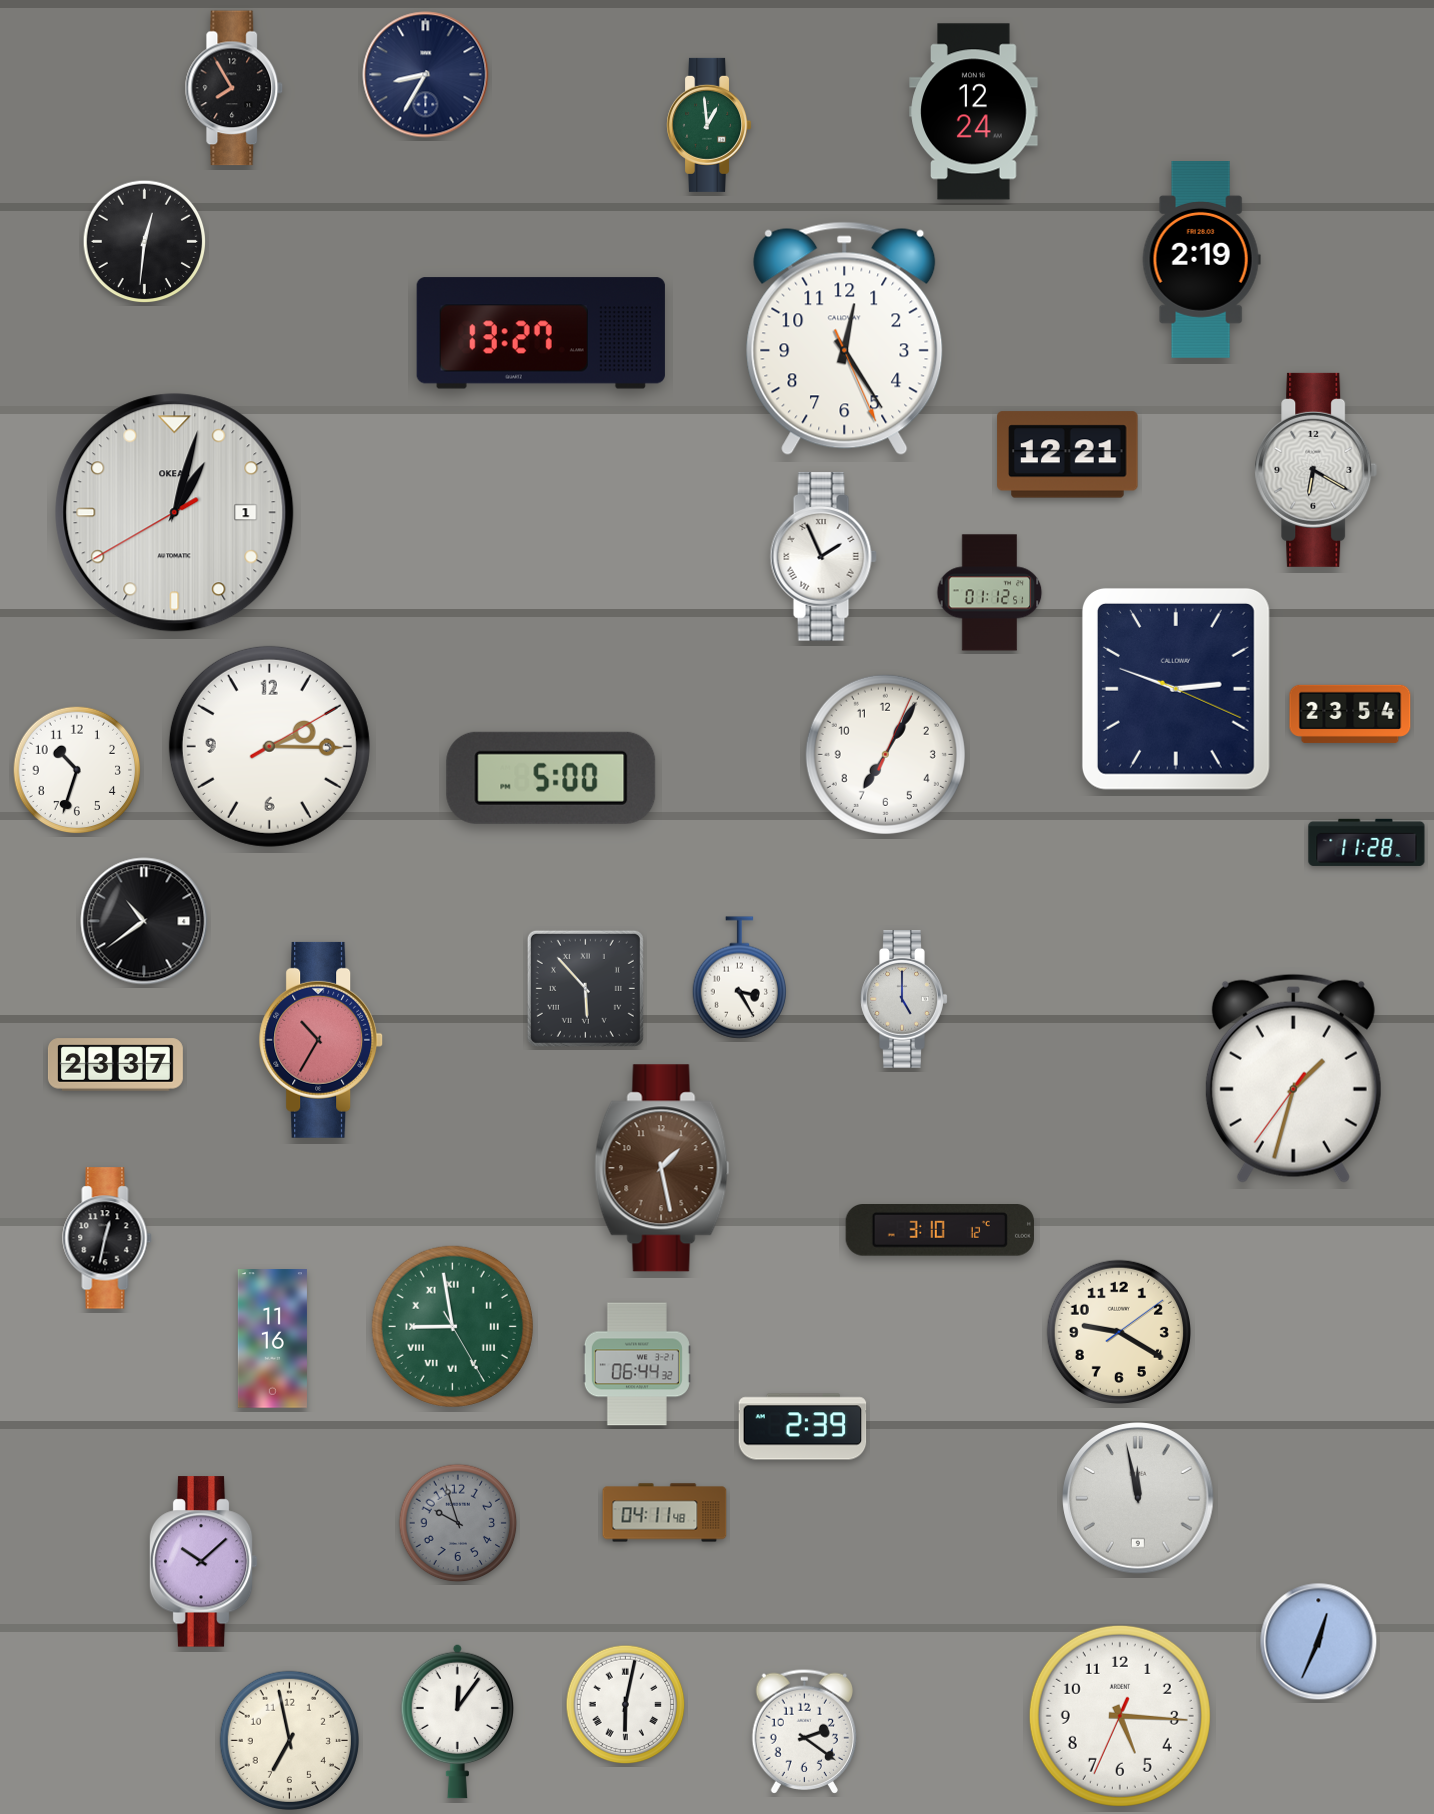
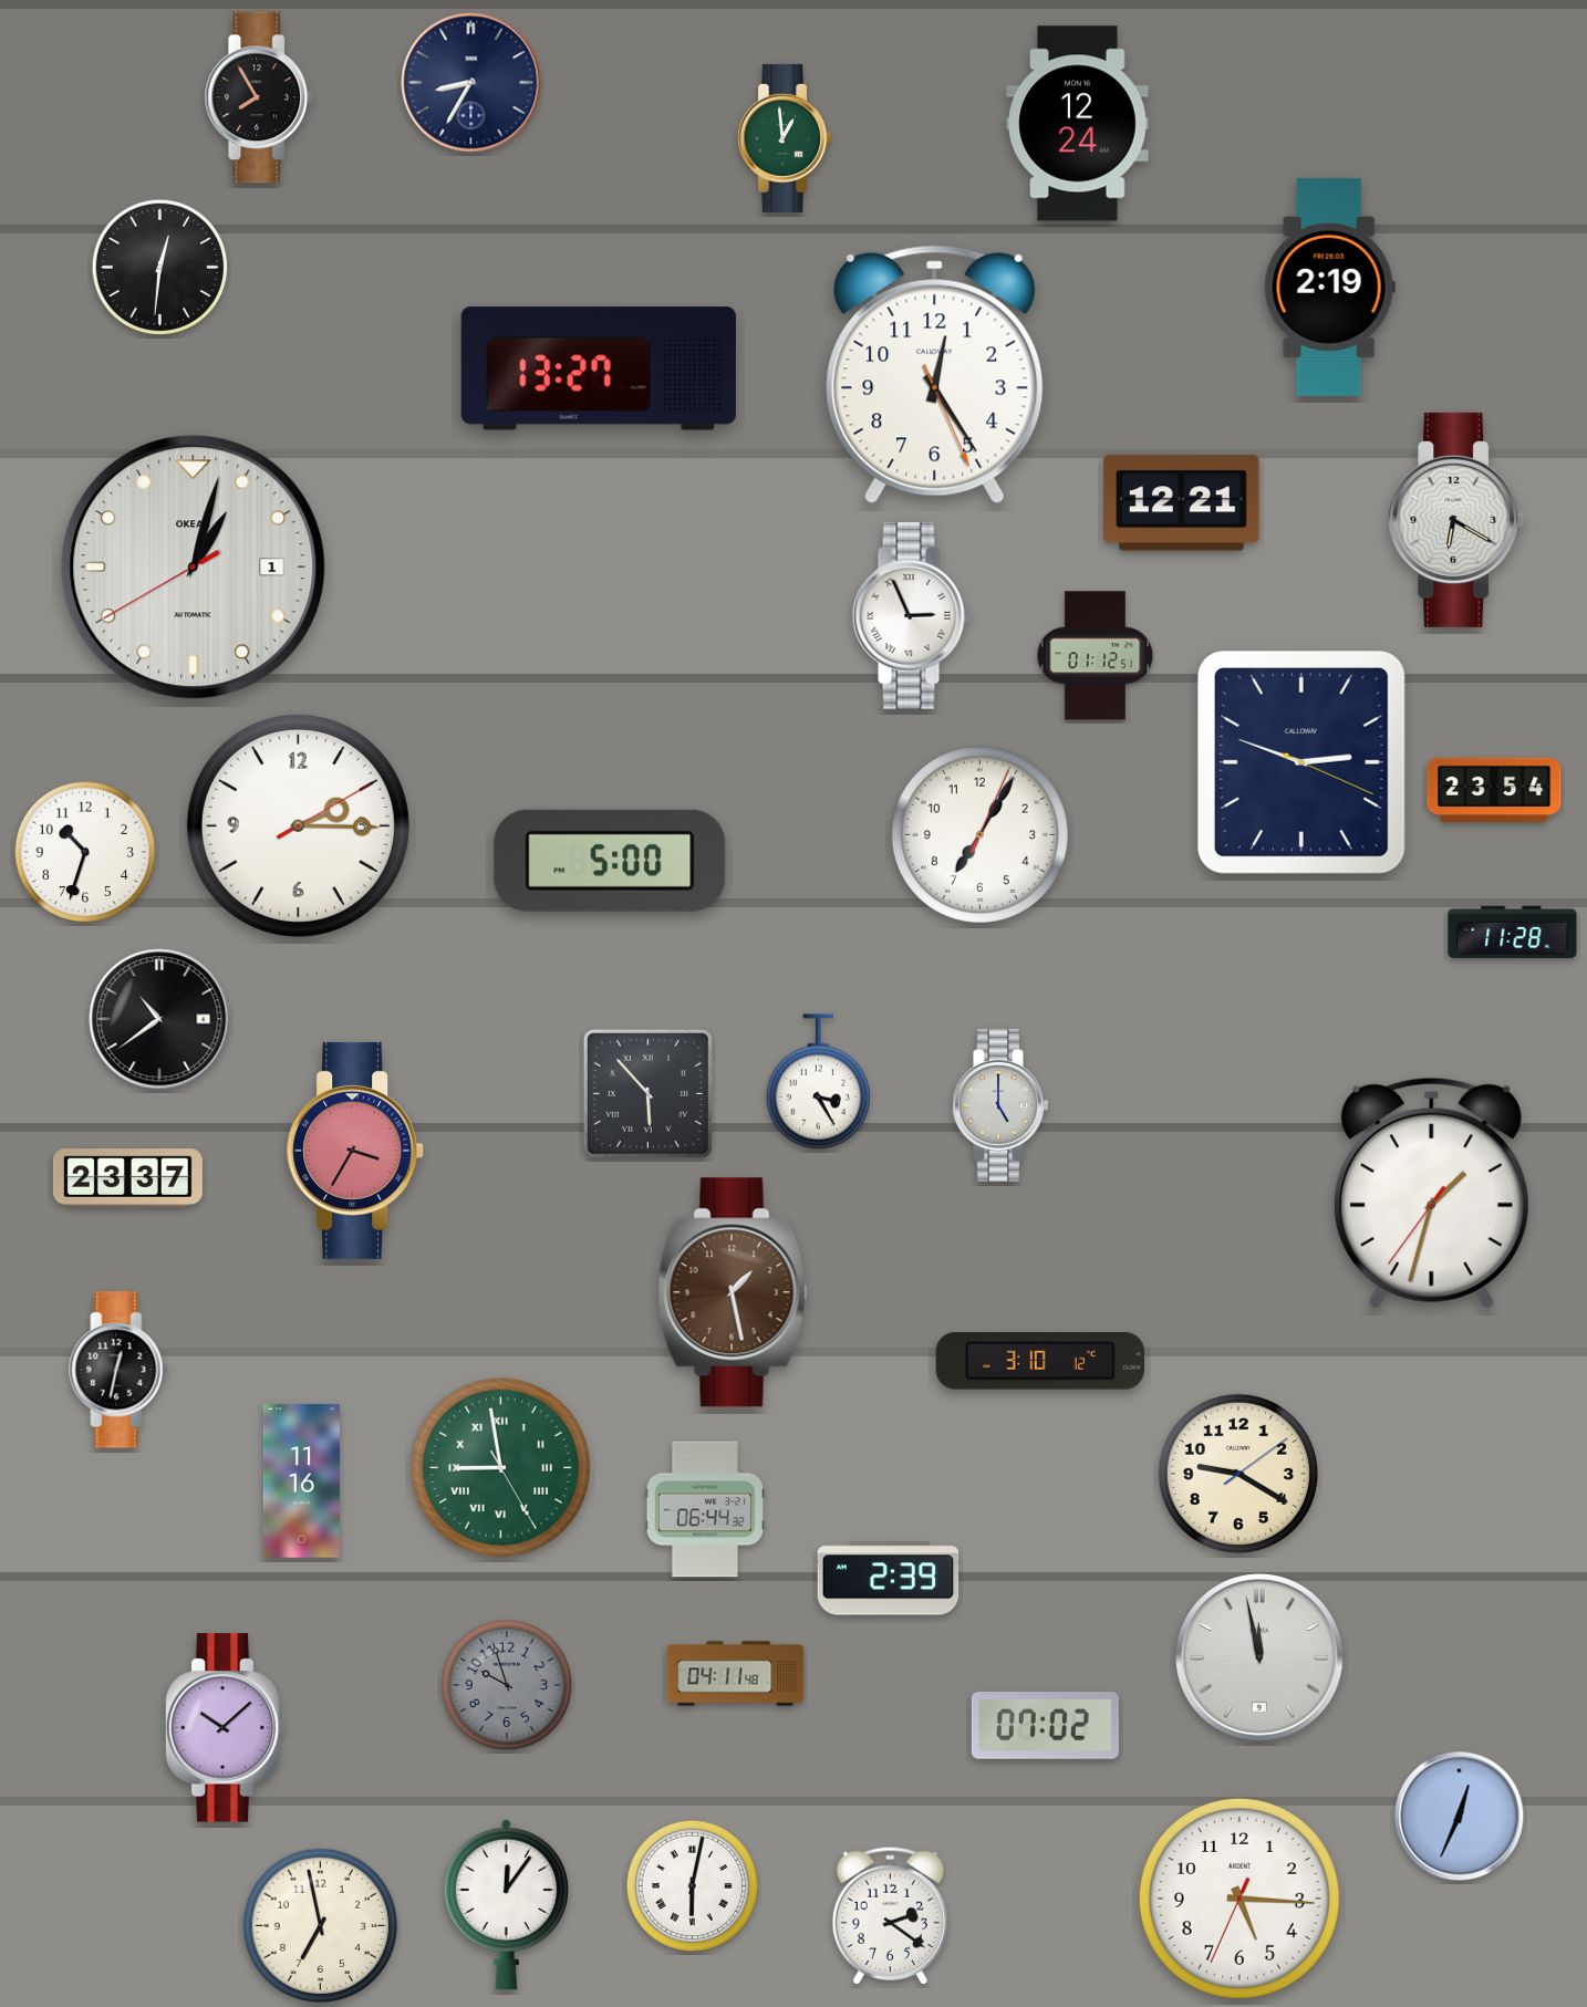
clock at (823, 557): 1:56 -> 2:56
clock at (322, 1040): 10:35 -> 3:35
clock at (1045, 1726): none -> 07:02
